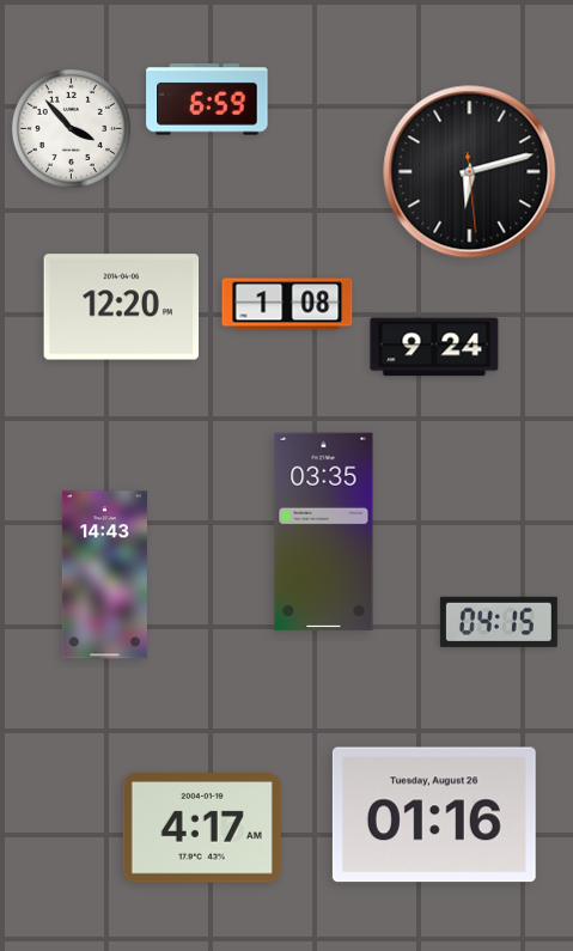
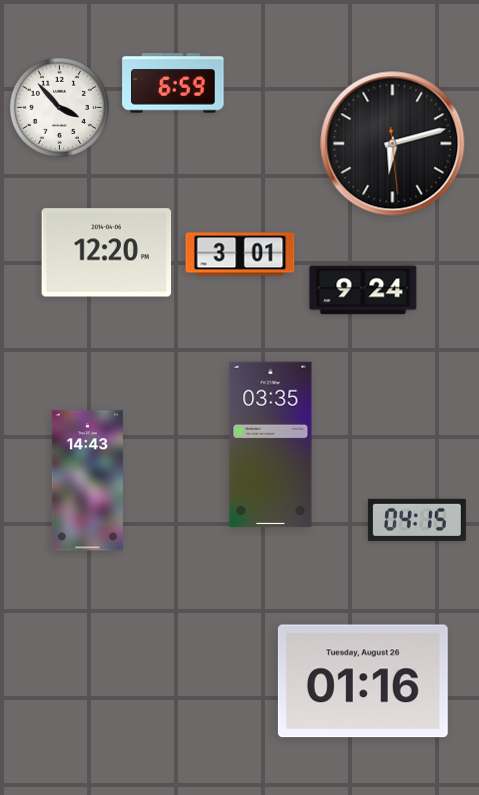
clock at (287, 304): 1:08 -> 3:01
clock at (122, 307) position: (122, 307) -> (107, 253)
clock at (202, 829): 4:17 -> none
